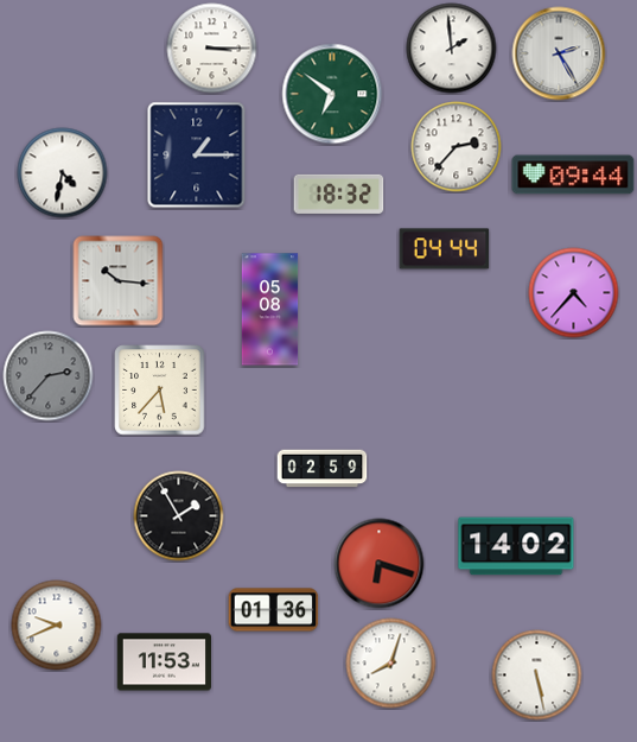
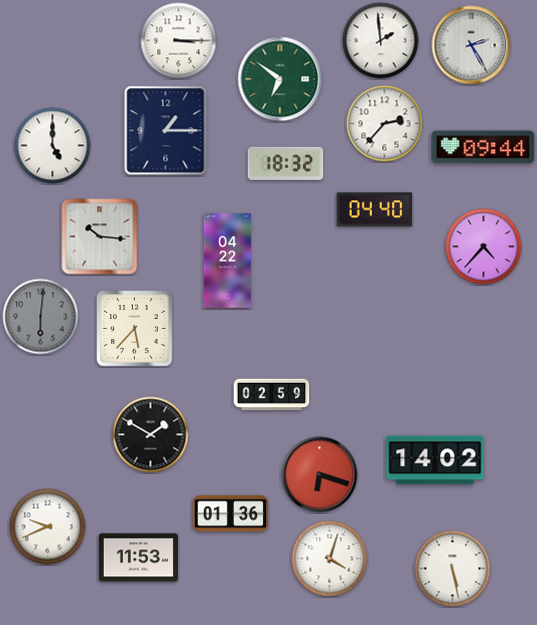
clock at (63, 173): 4:32 -> 5:00
clock at (445, 249): 04:44 -> 04:40
clock at (270, 310): 05:08 -> 04:22
clock at (49, 376): 2:37 -> 6:01
clock at (179, 516): 1:55 -> 1:50
clock at (391, 664): 8:03 -> 4:03
